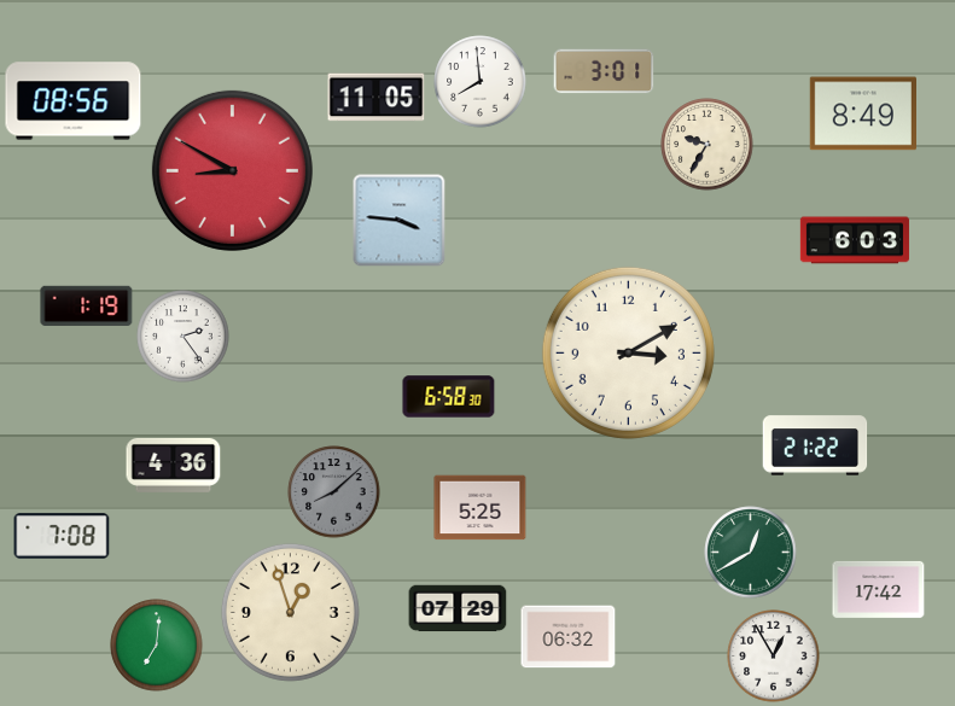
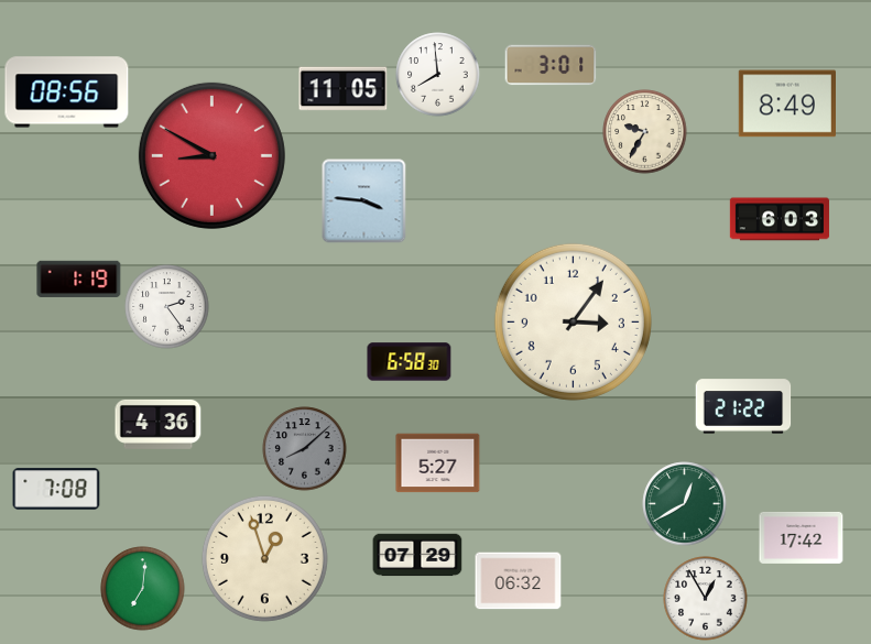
clock at (628, 352): 3:10 -> 3:06
clock at (481, 508): 5:25 -> 5:27
